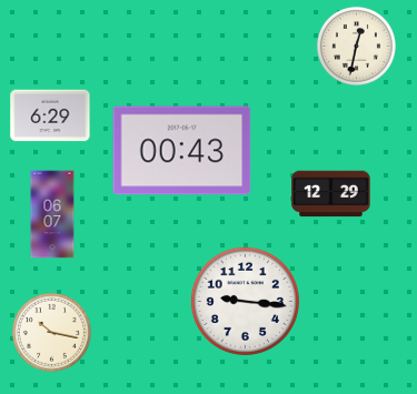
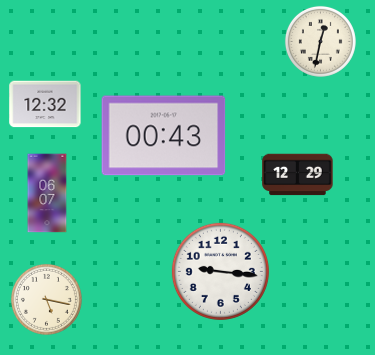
clock at (50, 115): 6:29 -> 12:32
clock at (51, 332): 10:17 -> 5:17
